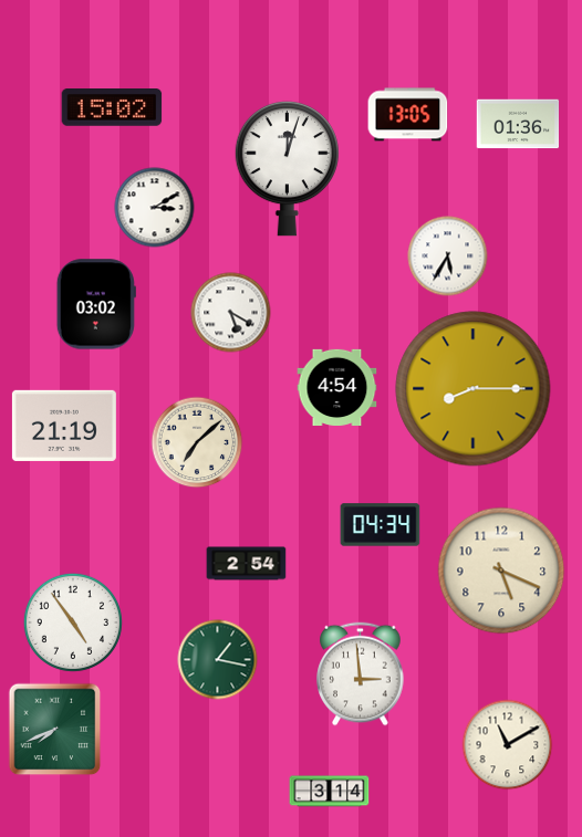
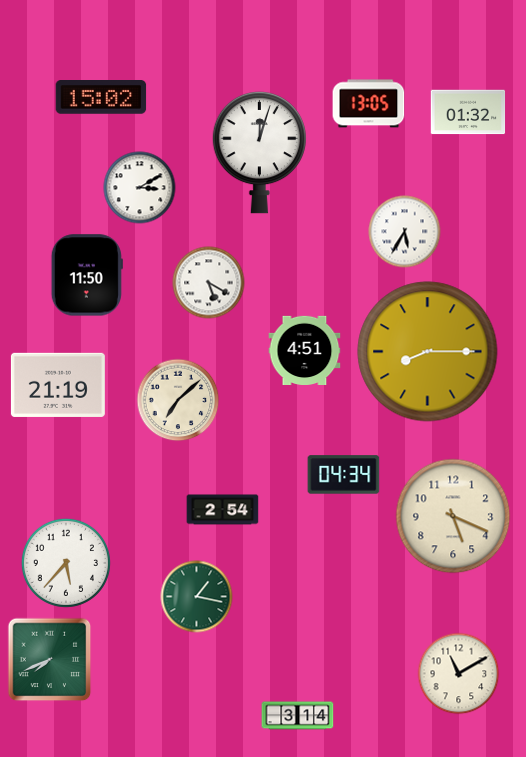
clock at (518, 124): 01:36 -> 01:32
clock at (96, 304): 03:02 -> 11:50
clock at (337, 387): 4:54 -> 4:51
clock at (73, 622): 4:54 -> 5:37
clock at (361, 674): 2:59 -> none
